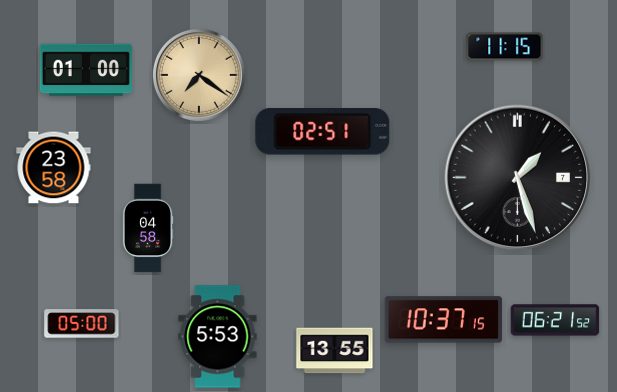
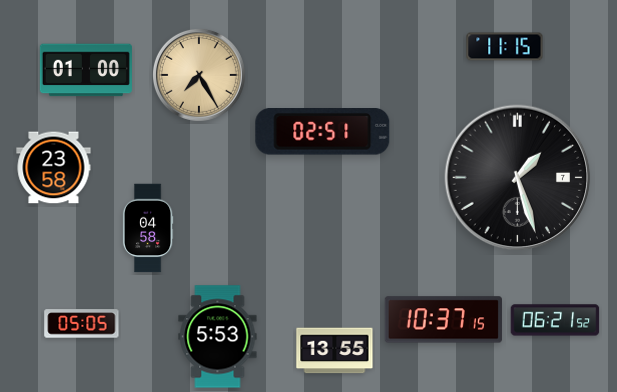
clock at (199, 75): 7:21 -> 7:25
clock at (82, 324): 05:00 -> 05:05
